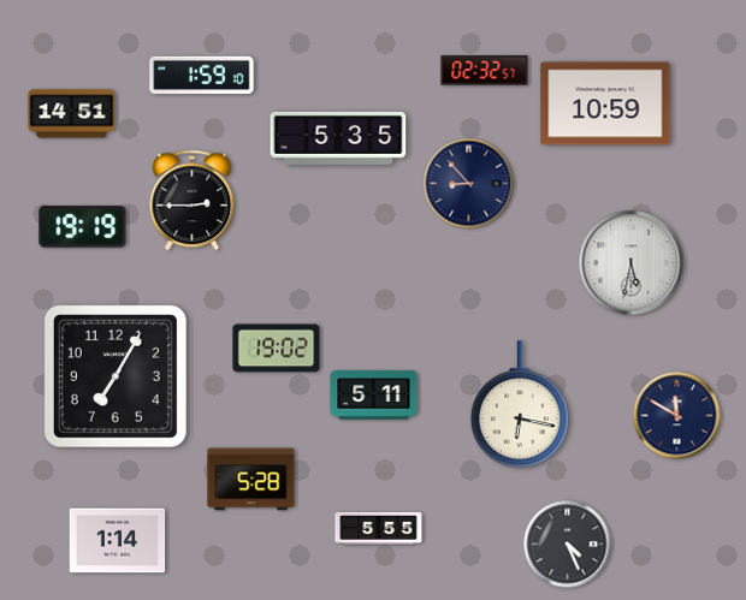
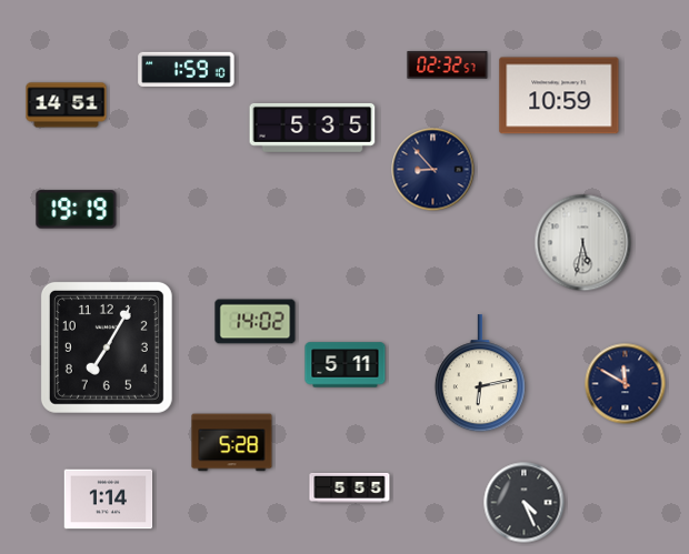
clock at (193, 201): 2:45 -> none
clock at (277, 349): 19:02 -> 14:02
clock at (520, 405): 6:17 -> 6:13
